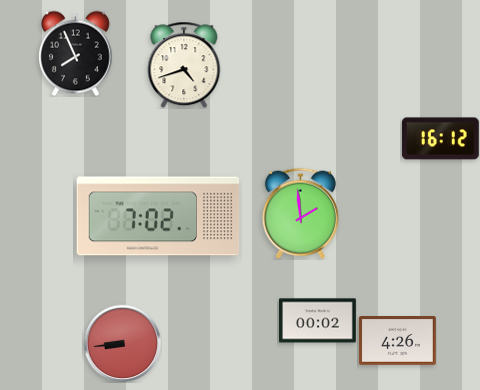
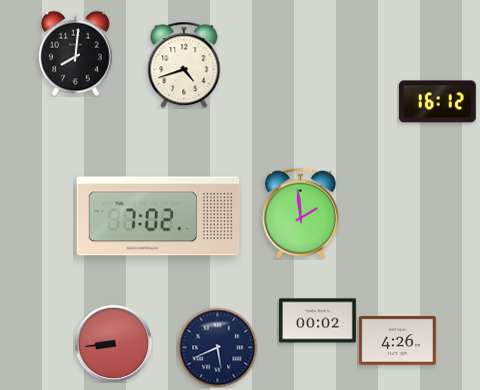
clock at (76, 53): 7:56 -> 8:01
clock at (440, 139) position: (440, 139) -> (437, 102)
clock at (122, 343) position: (122, 343) -> (113, 343)
clock at (217, 347): none -> 5:41
